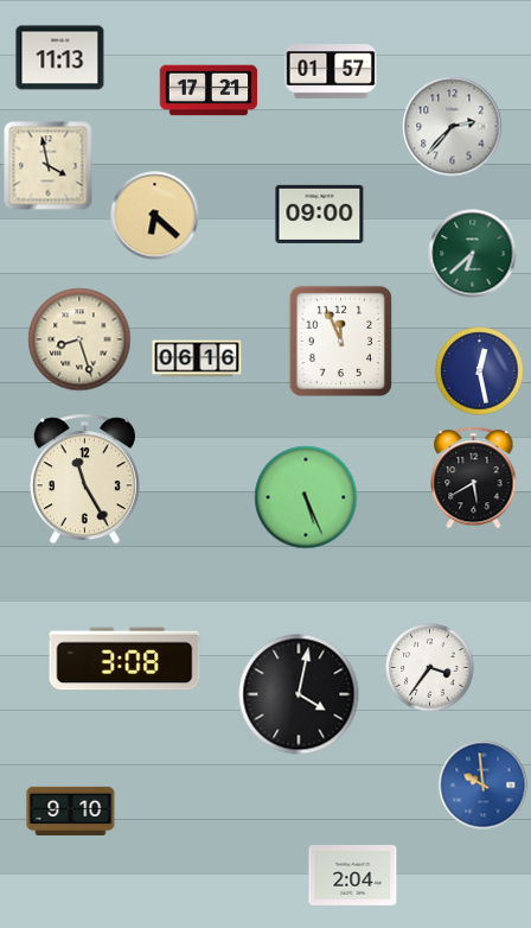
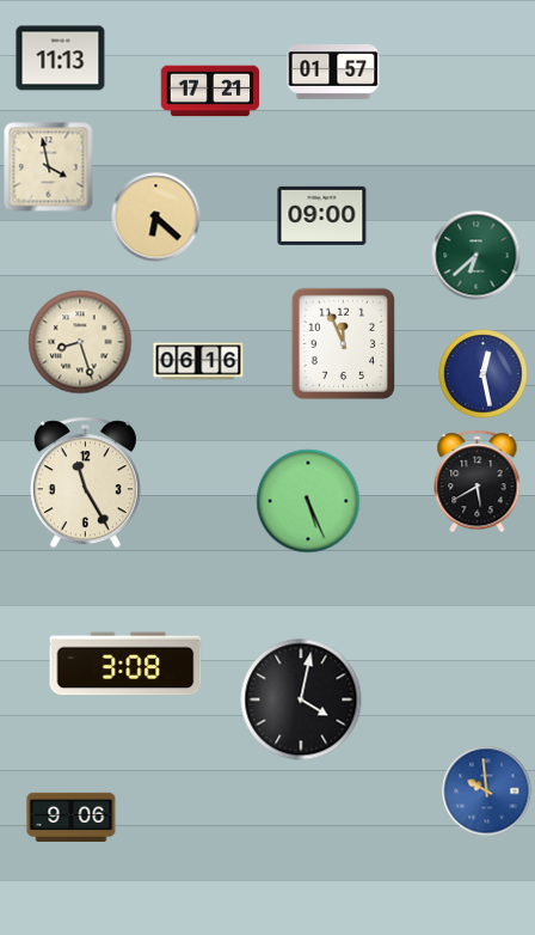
clock at (453, 127): 2:37 -> none
clock at (430, 668): 3:36 -> none
clock at (71, 811): 9:10 -> 9:06
clock at (353, 876): 2:04 -> none
